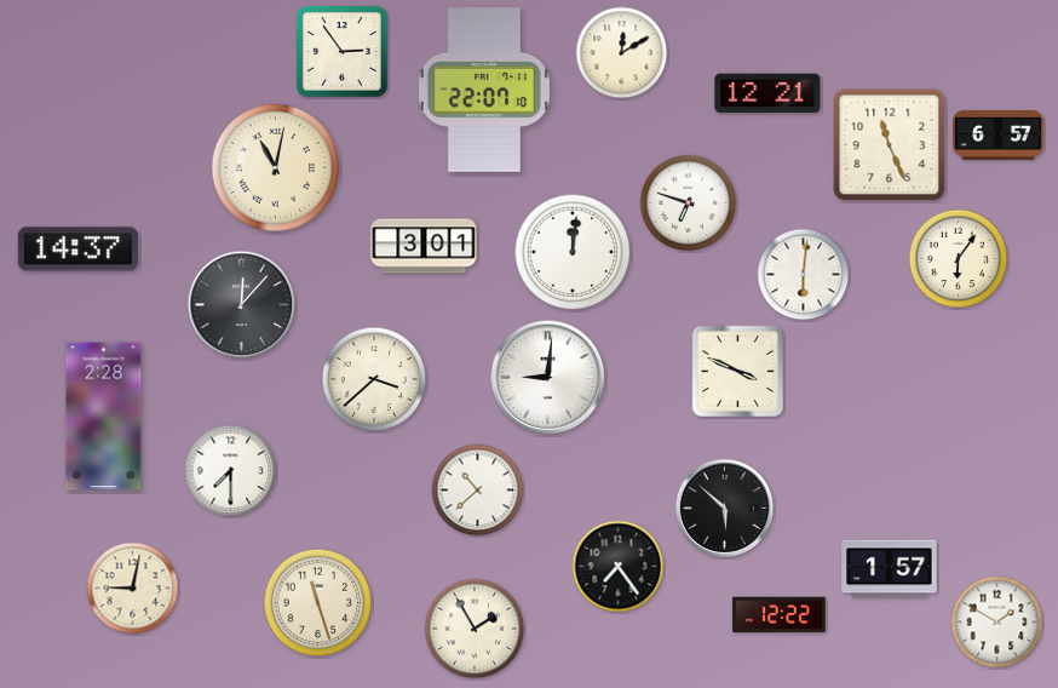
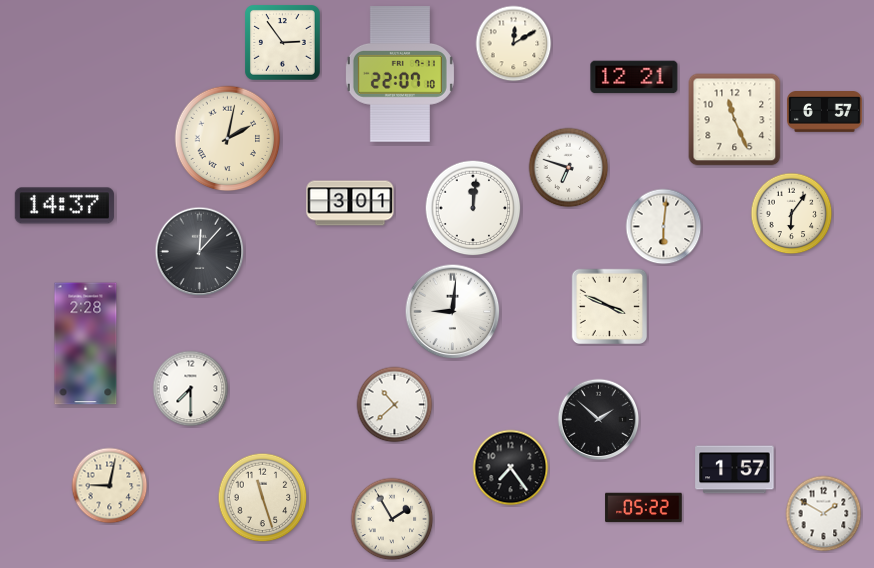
clock at (276, 168): 11:02 -> 2:02
clock at (374, 379): 3:38 -> none
clock at (725, 509): 5:52 -> 1:52
clock at (780, 615): 12:22 -> 05:22
